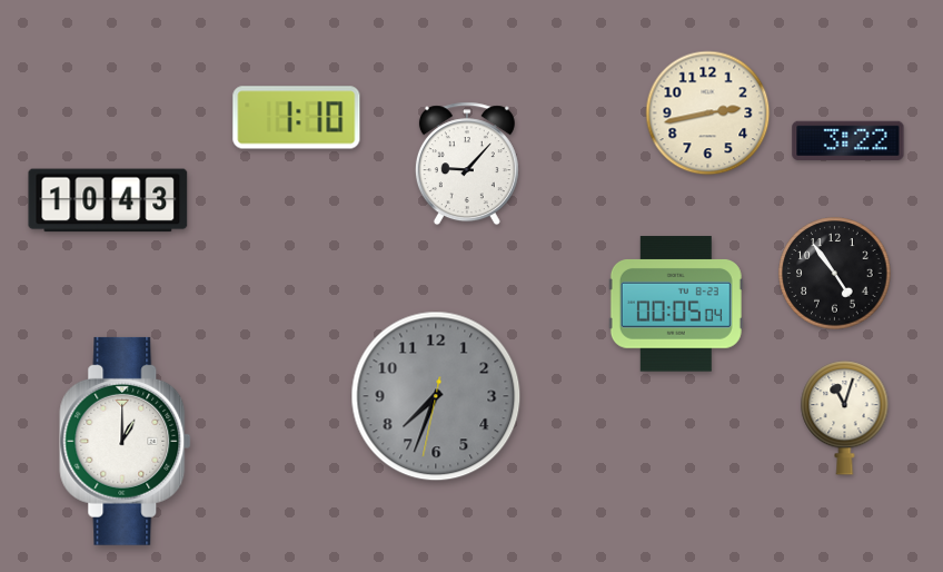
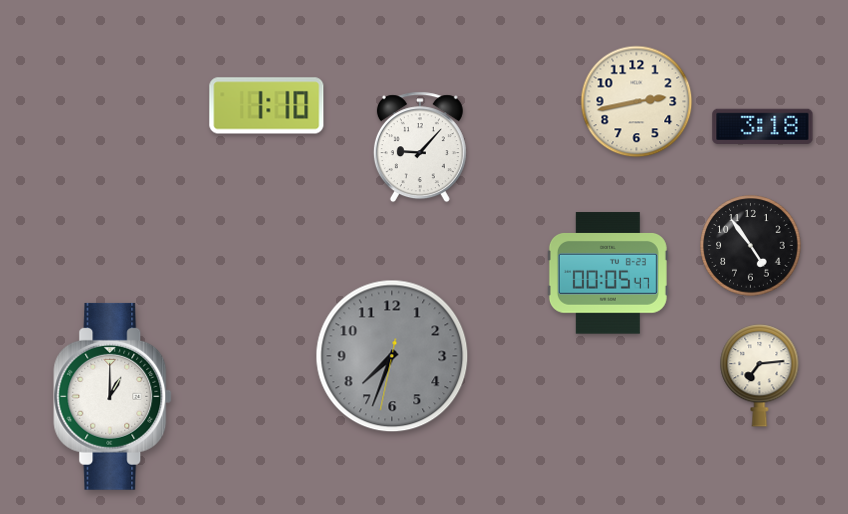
clock at (848, 141): 3:22 -> 3:18
clock at (108, 200): 10:43 -> none
clock at (676, 304): 00:05:04 -> 00:05:47
clock at (845, 418): 11:03 -> 7:14
